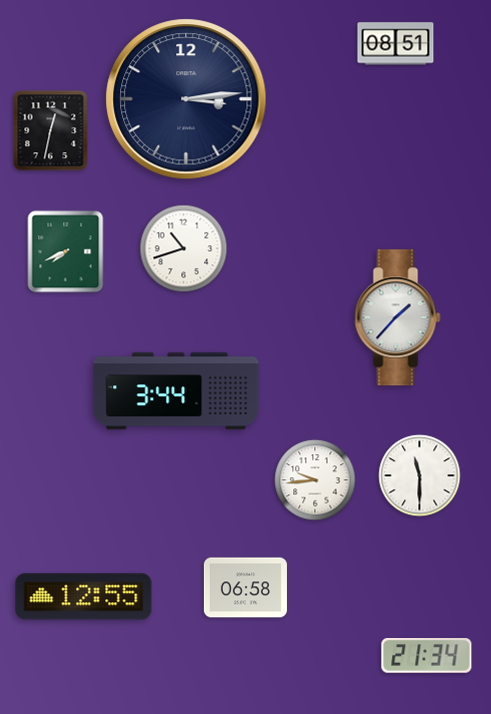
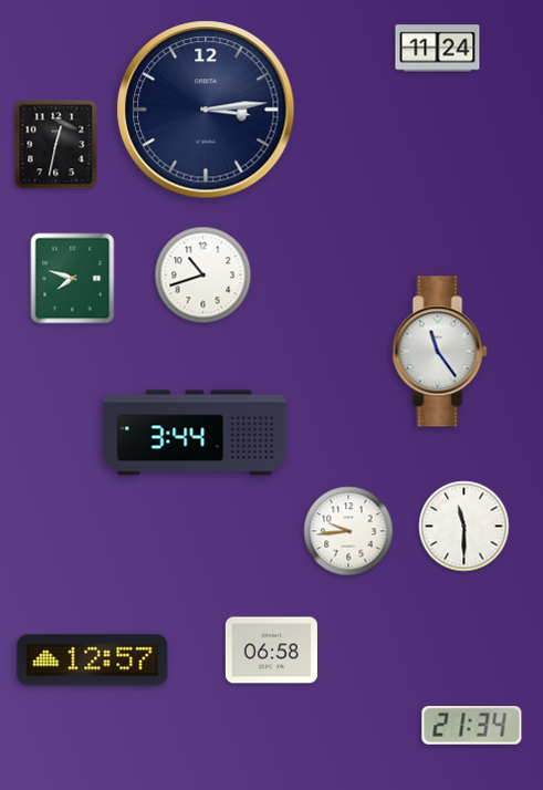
clock at (396, 44): 08:51 -> 11:24
clock at (66, 252): 7:41 -> 7:48
clock at (398, 318): 1:37 -> 11:24
clock at (84, 597): 12:55 -> 12:57
